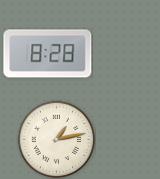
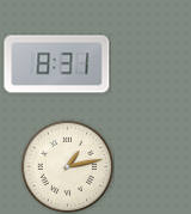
clock at (48, 54): 8:28 -> 8:31
